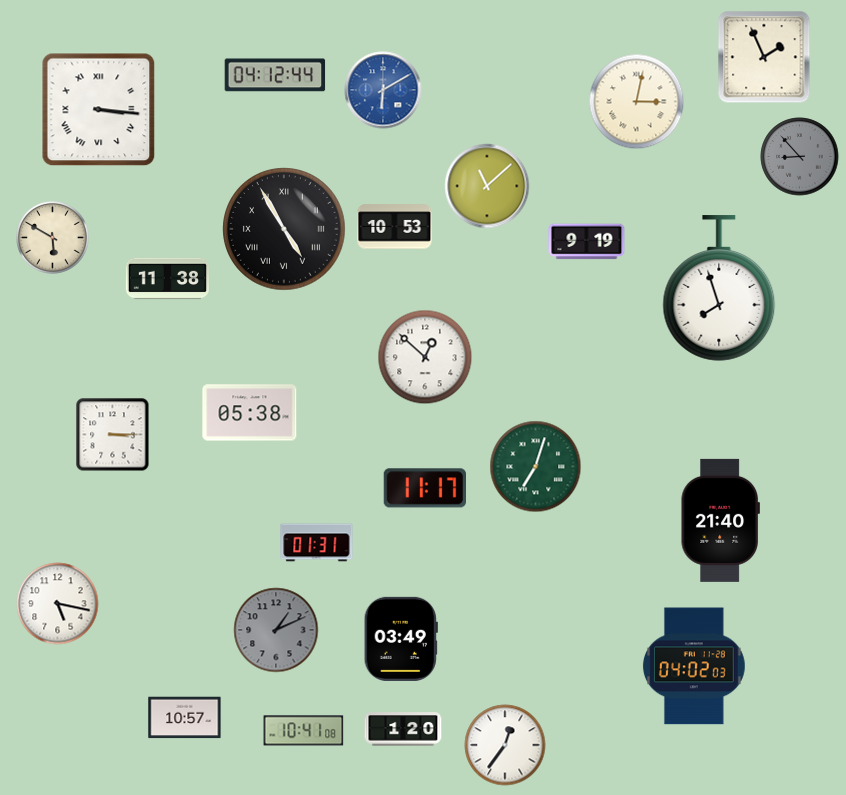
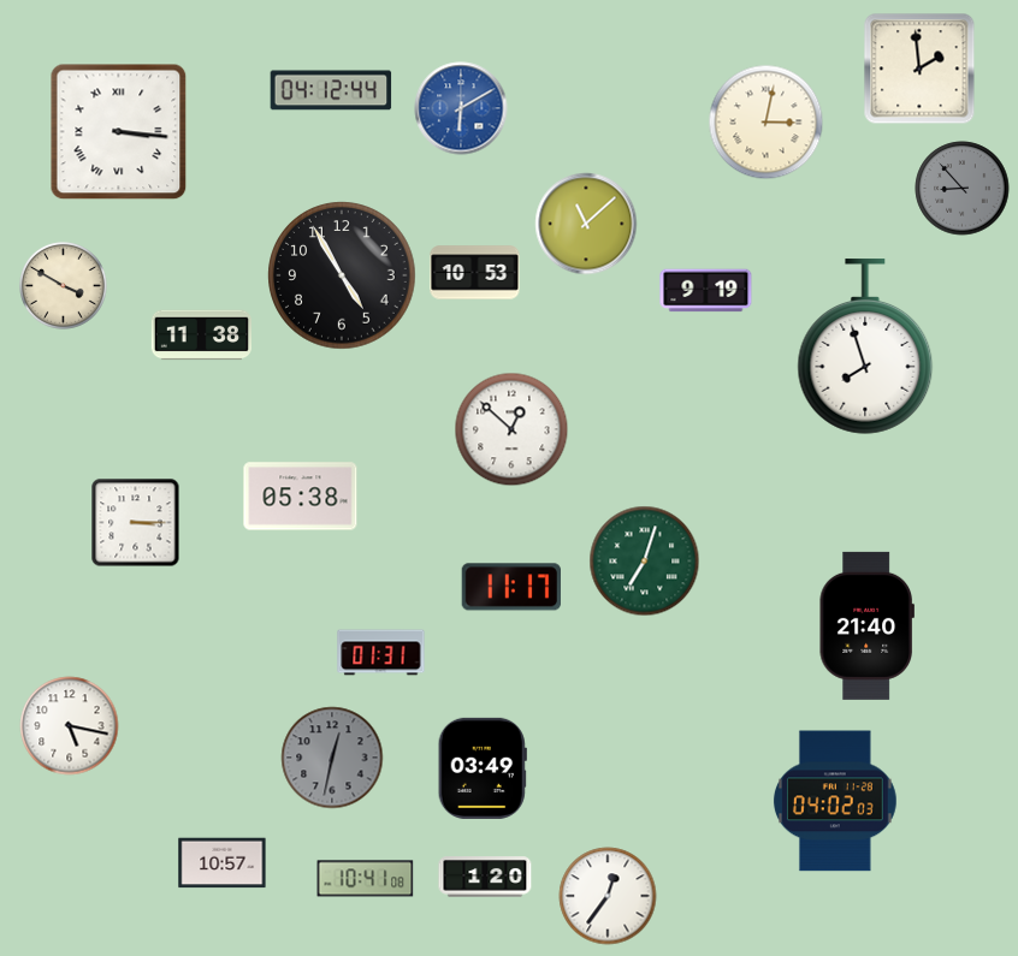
clock at (764, 57): 1:56 -> 1:59
clock at (284, 229) numerals: Roman -> Arabic
clock at (53, 238): 5:50 -> 3:50
clock at (276, 630): 1:11 -> 12:32
